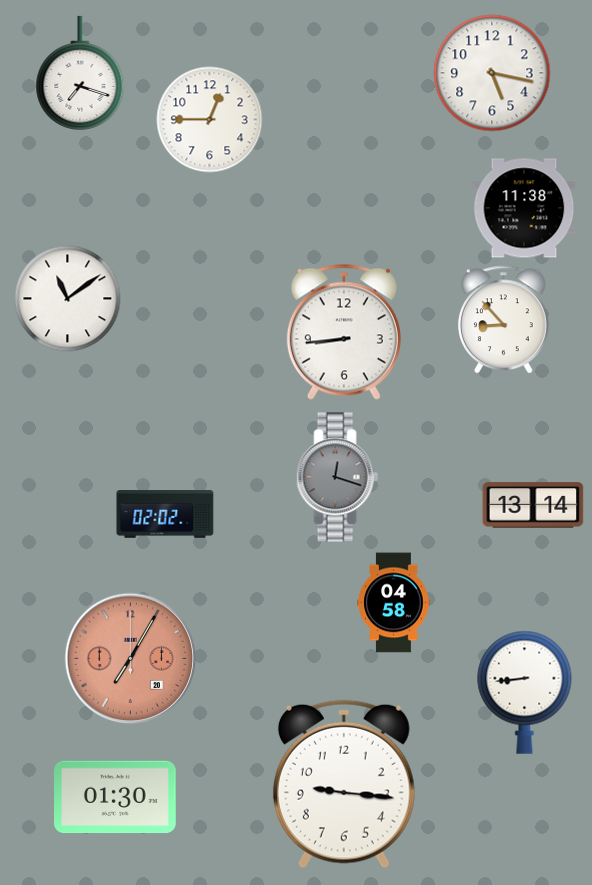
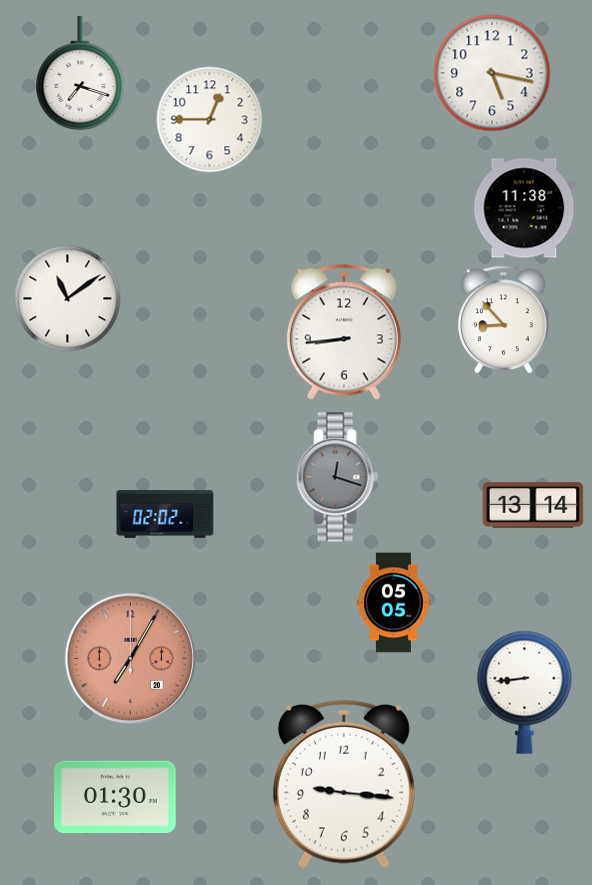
clock at (394, 603): 04:58 -> 05:05
